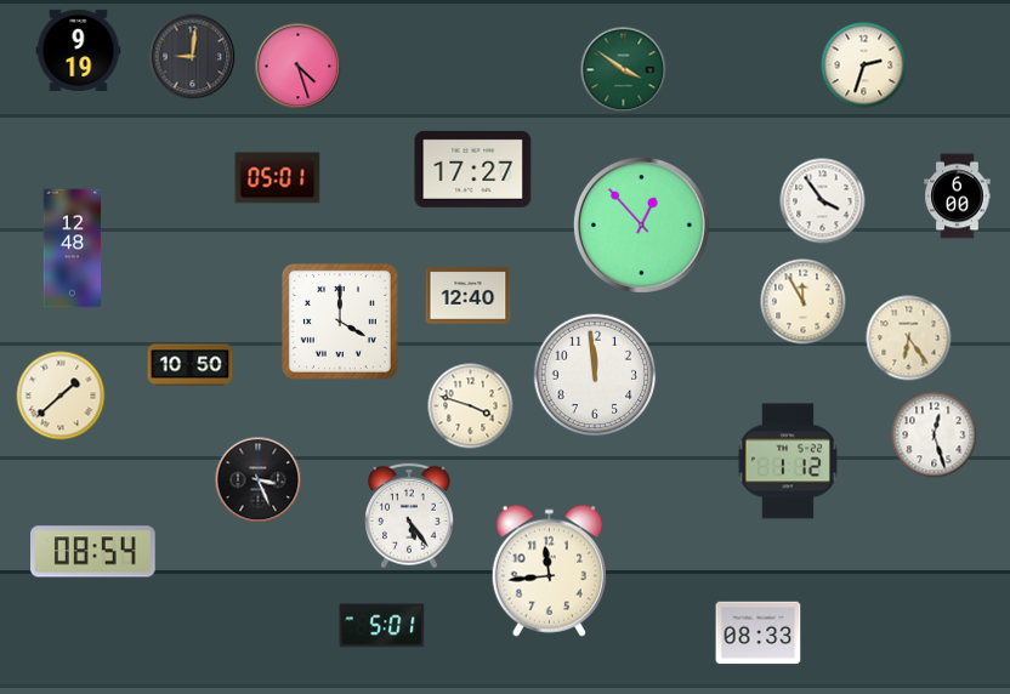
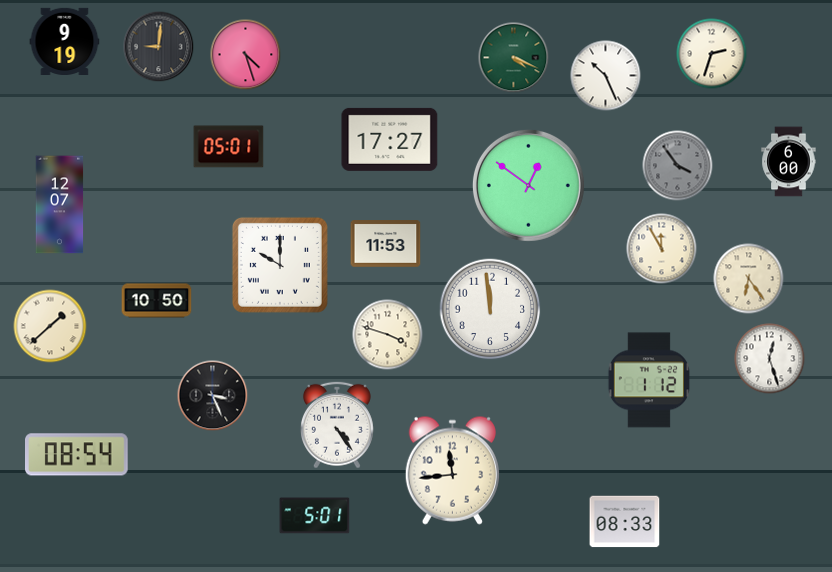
clock at (624, 70): 3:51 -> 4:19
clock at (606, 76): none -> 10:26
clock at (823, 201) dial: white -> grey
clock at (641, 224): 12:53 -> 12:51
clock at (73, 249): 12:48 -> 12:07
clock at (469, 296): 12:40 -> 11:53
clock at (340, 322): 4:00 -> 10:00
clock at (409, 516): 5:24 -> 4:24
